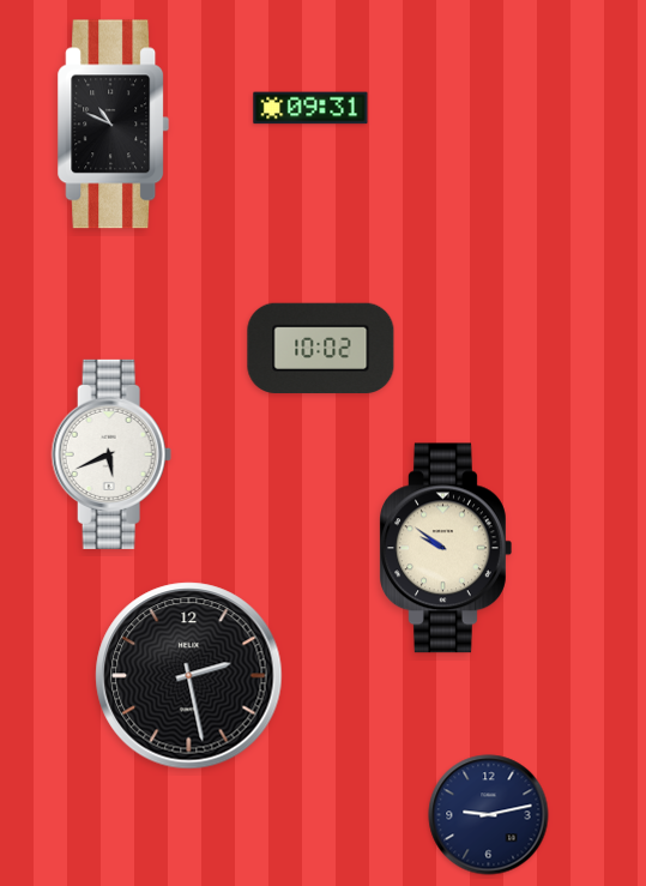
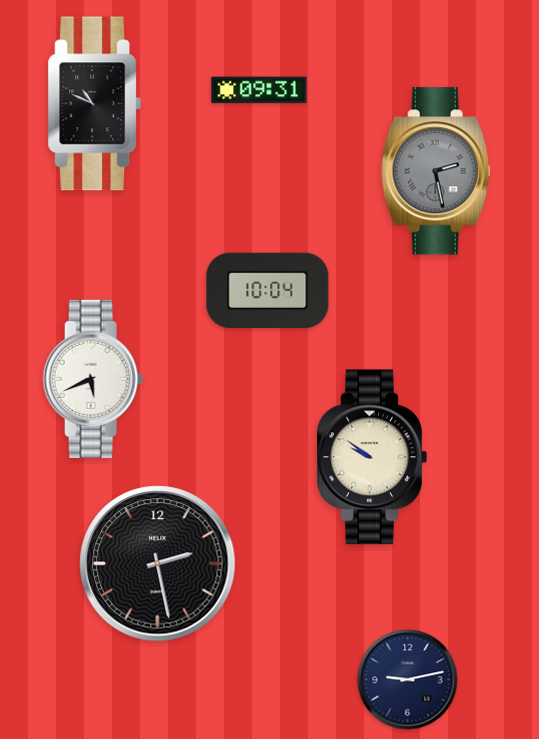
clock at (436, 171): none -> 2:28
clock at (321, 348): 10:02 -> 10:04
